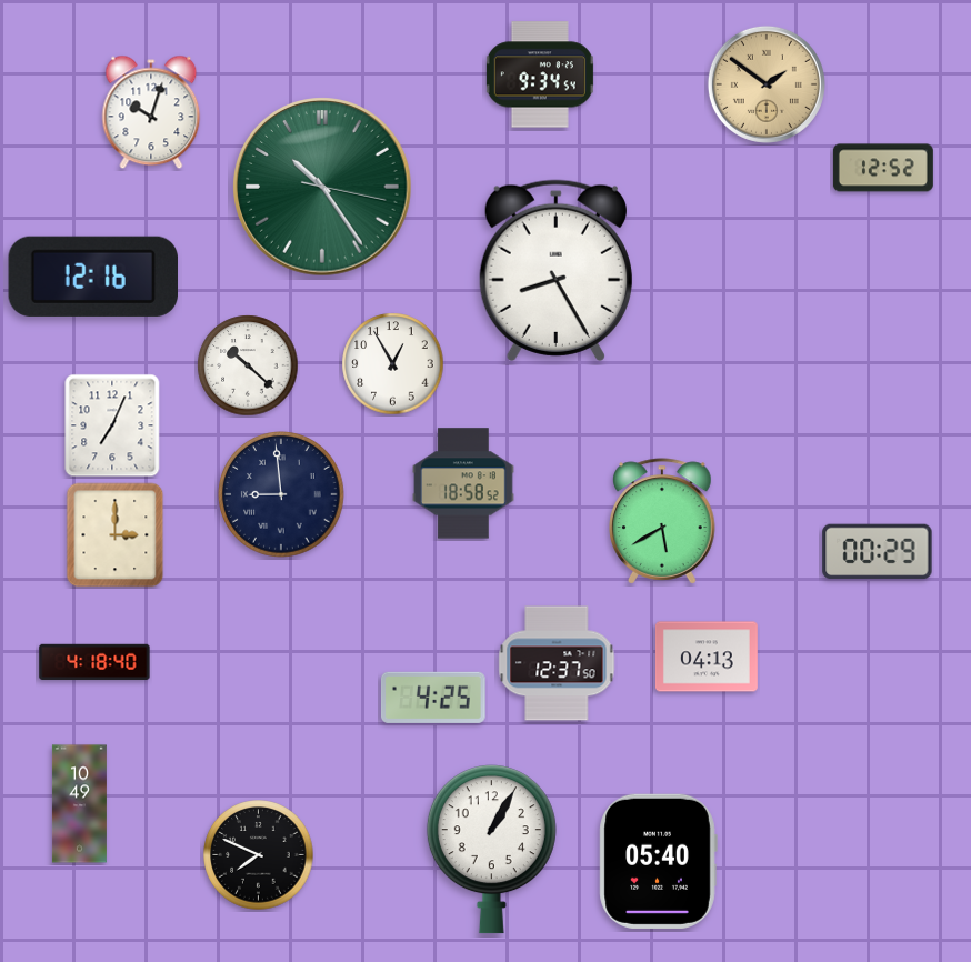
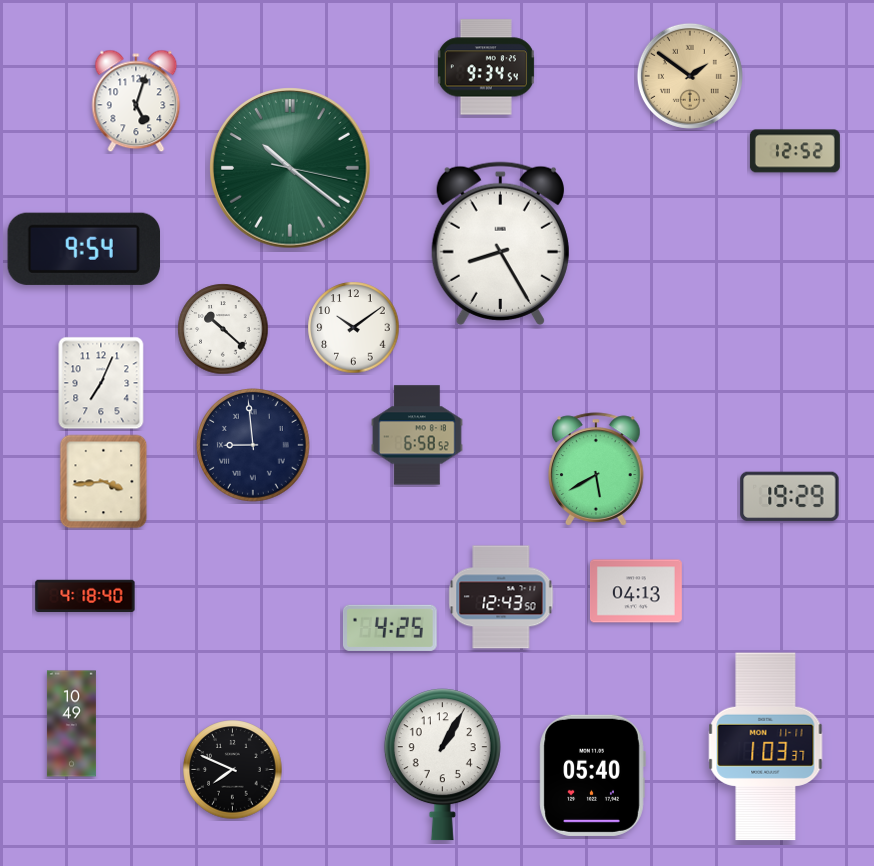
clock at (151, 112): 10:03 -> 5:03
clock at (322, 187): 10:24 -> 10:21
clock at (93, 277): 12:16 -> 9:54
clock at (393, 364): 12:55 -> 10:09
clock at (463, 483): 18:58 -> 6:58
clock at (116, 535): 3:00 -> 3:44
clock at (878, 552): 00:29 -> 19:29
clock at (557, 663): 12:37 -> 12:43
clock at (766, 747): none -> 1:03
